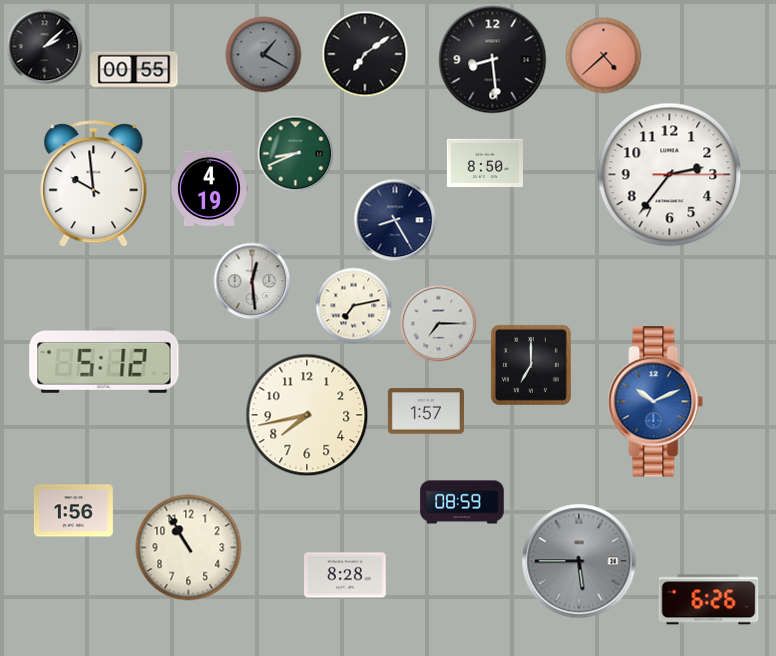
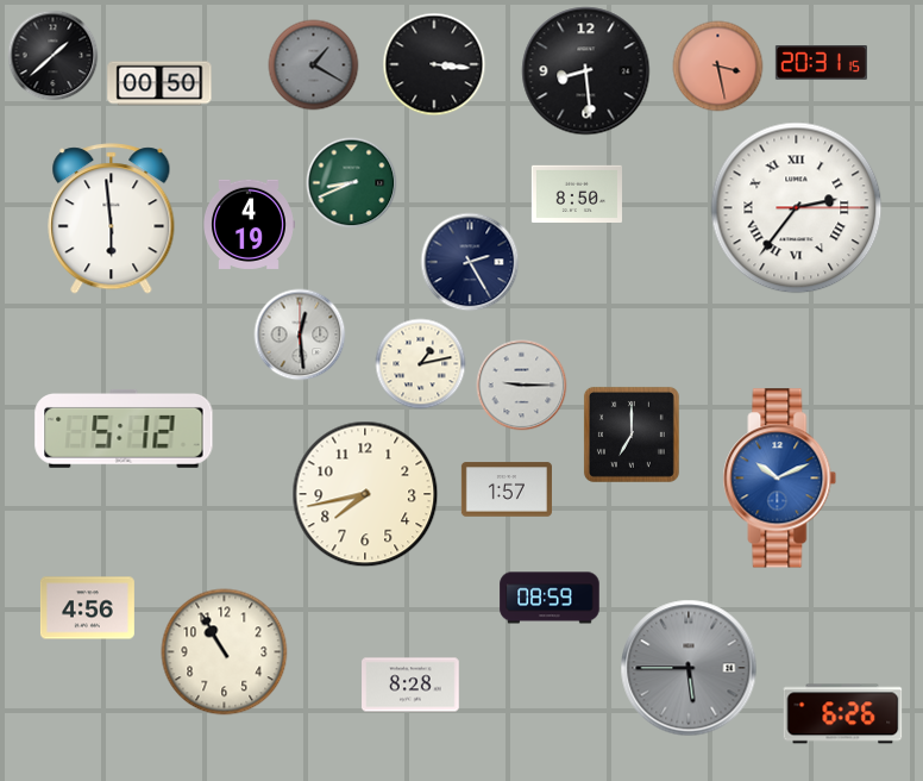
clock at (45, 47): 2:08 -> 1:38
clock at (821, 63): none -> 20:31
clock at (365, 54): 7:09 -> 3:16
clock at (604, 56): 4:38 -> 3:28
clock at (134, 70): 00:55 -> 00:50
clock at (670, 175) numerals: Arabic -> Roman
clock at (94, 184): 9:59 -> 5:59
clock at (395, 220): 8:25 -> 2:25
clock at (354, 306): 7:13 -> 1:13
clock at (439, 324): 7:15 -> 9:15
clock at (73, 511): 1:56 -> 4:56
